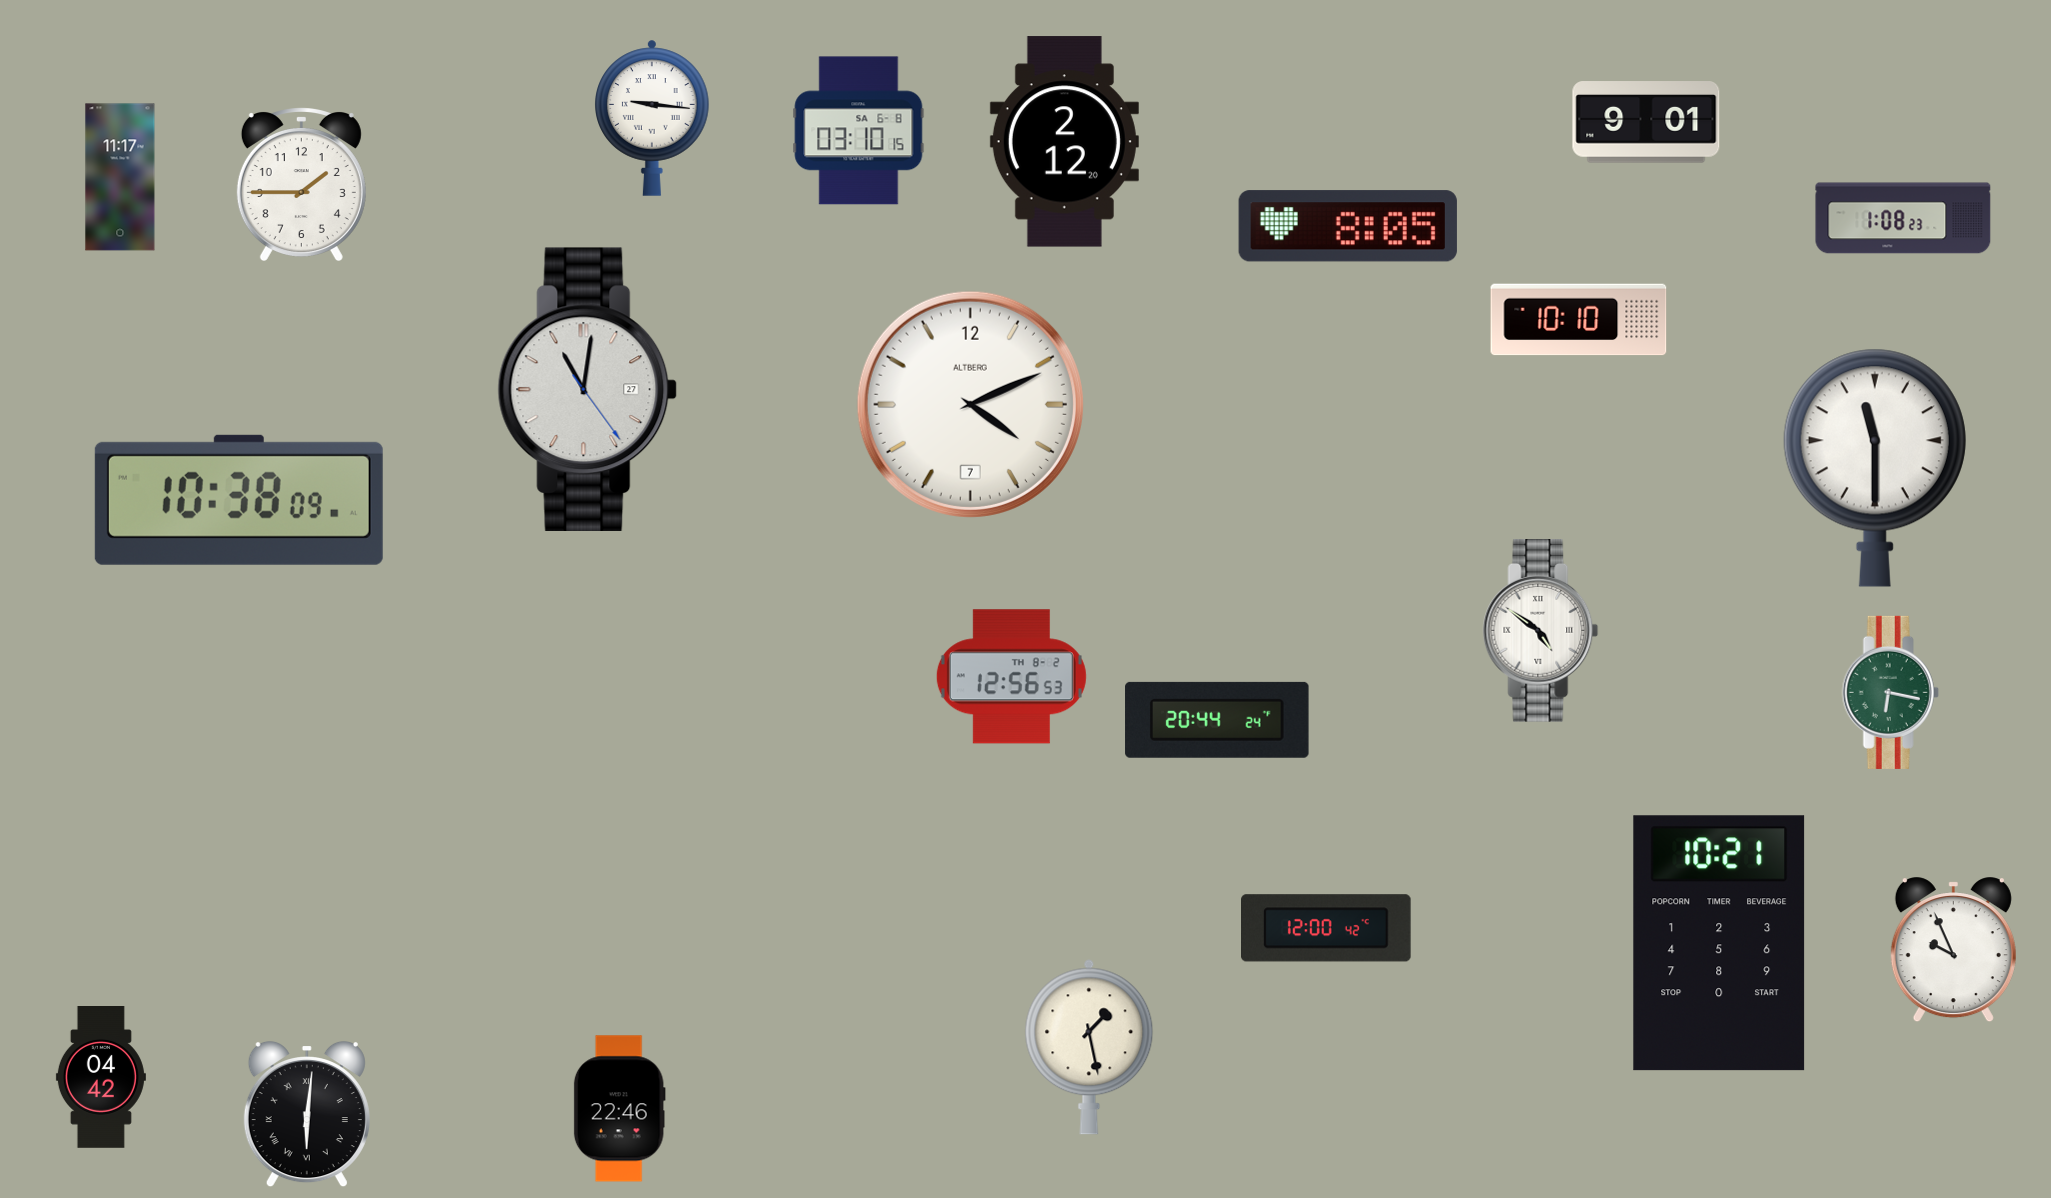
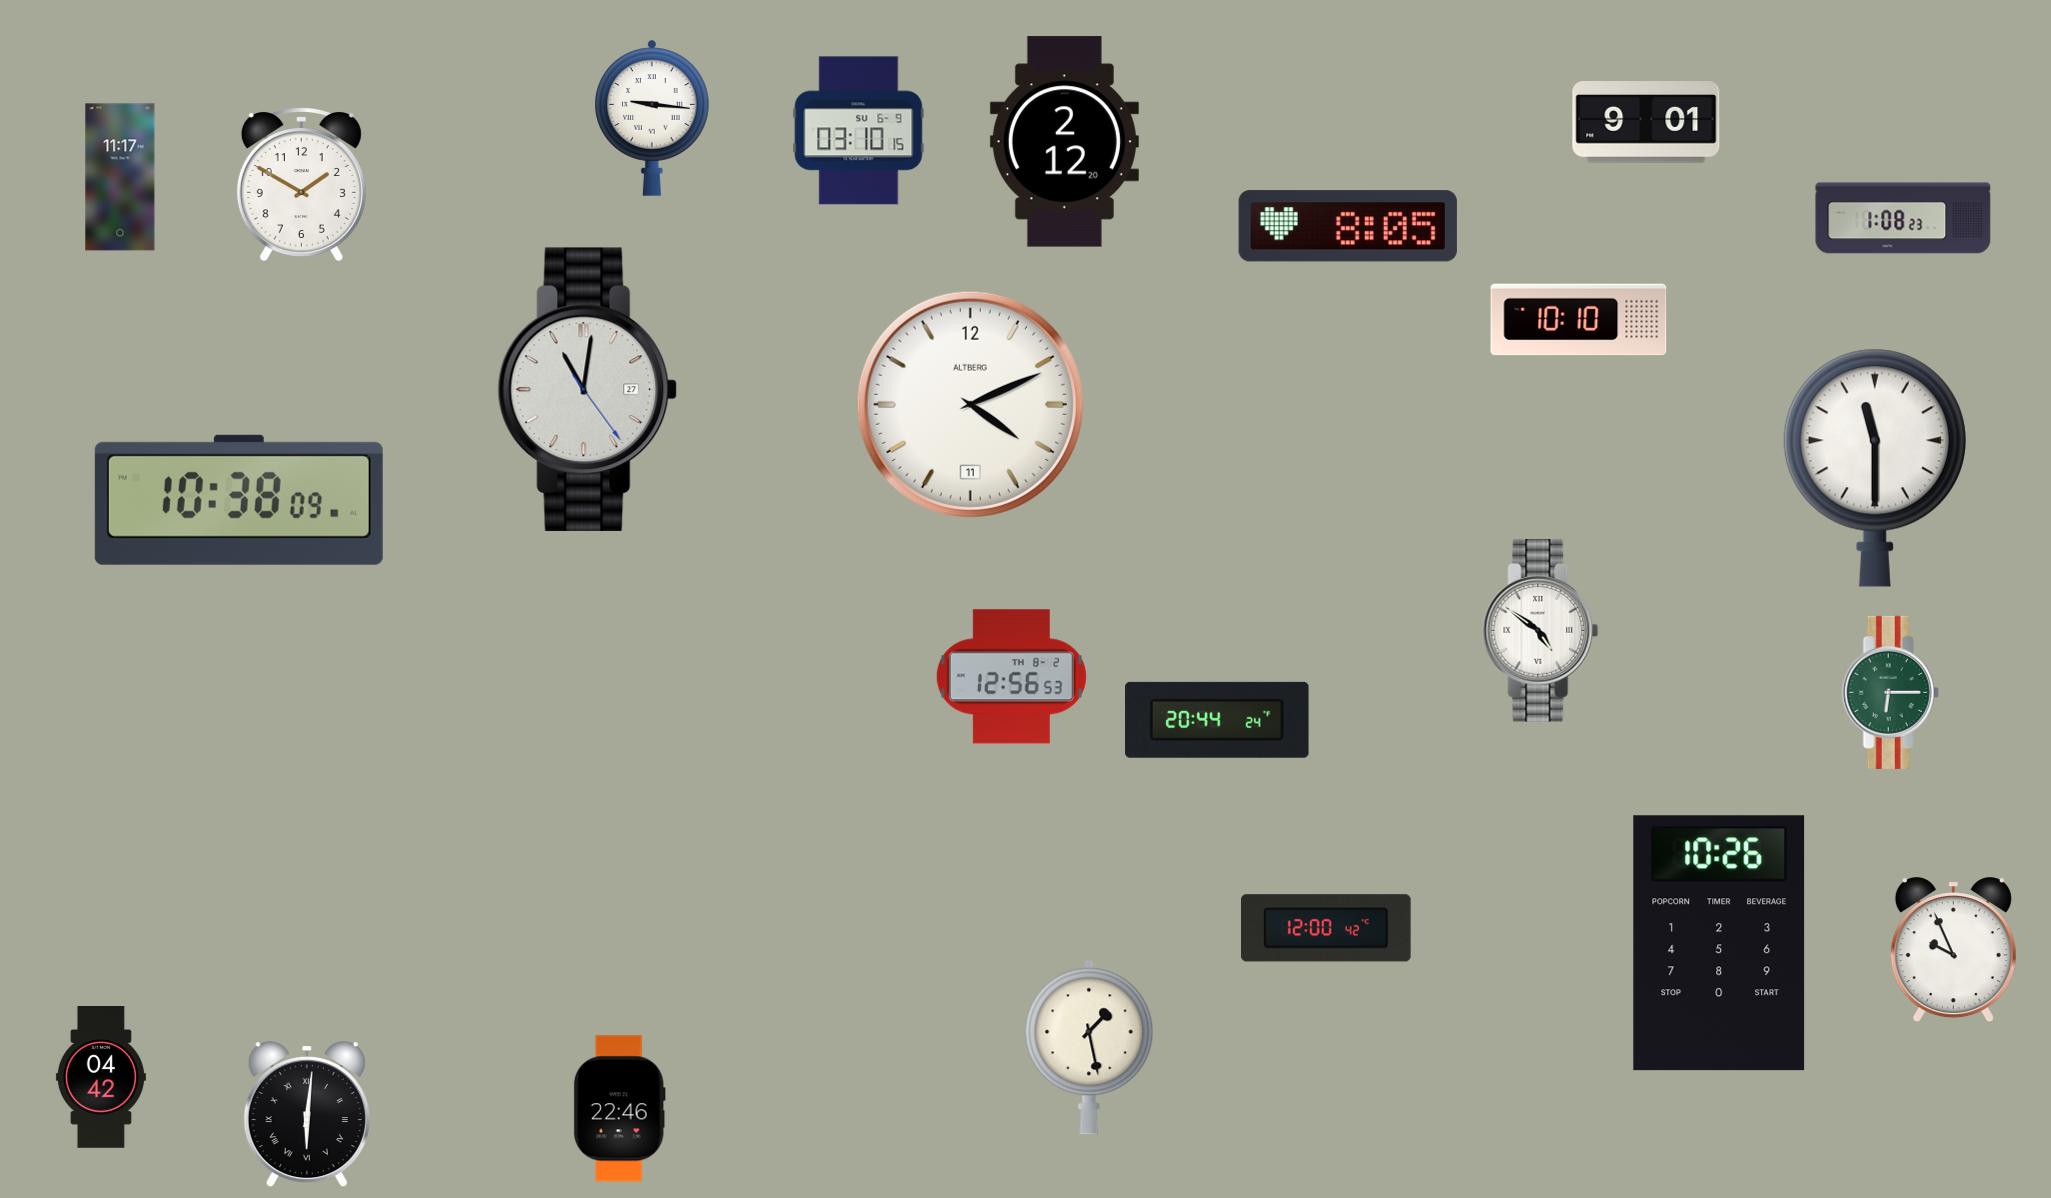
clock at (859, 131) date: SA 6-8 -> SU 6-9
clock at (301, 184): 1:45 -> 1:50
clock at (970, 404) date: 7 -> 11
clock at (1890, 692): 6:17 -> 6:15
clock at (1719, 943): 10:21 -> 10:26
